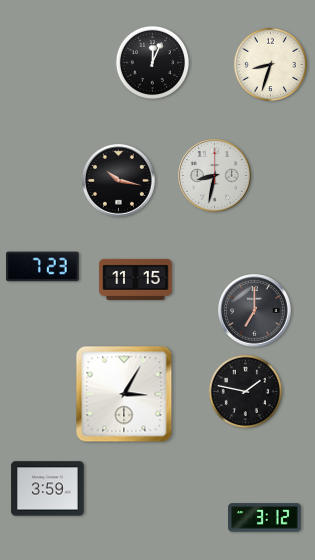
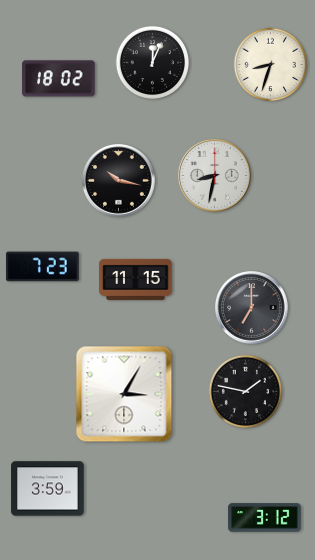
clock at (59, 79): none -> 18:02
clock at (255, 311) position: (255, 311) -> (252, 308)
